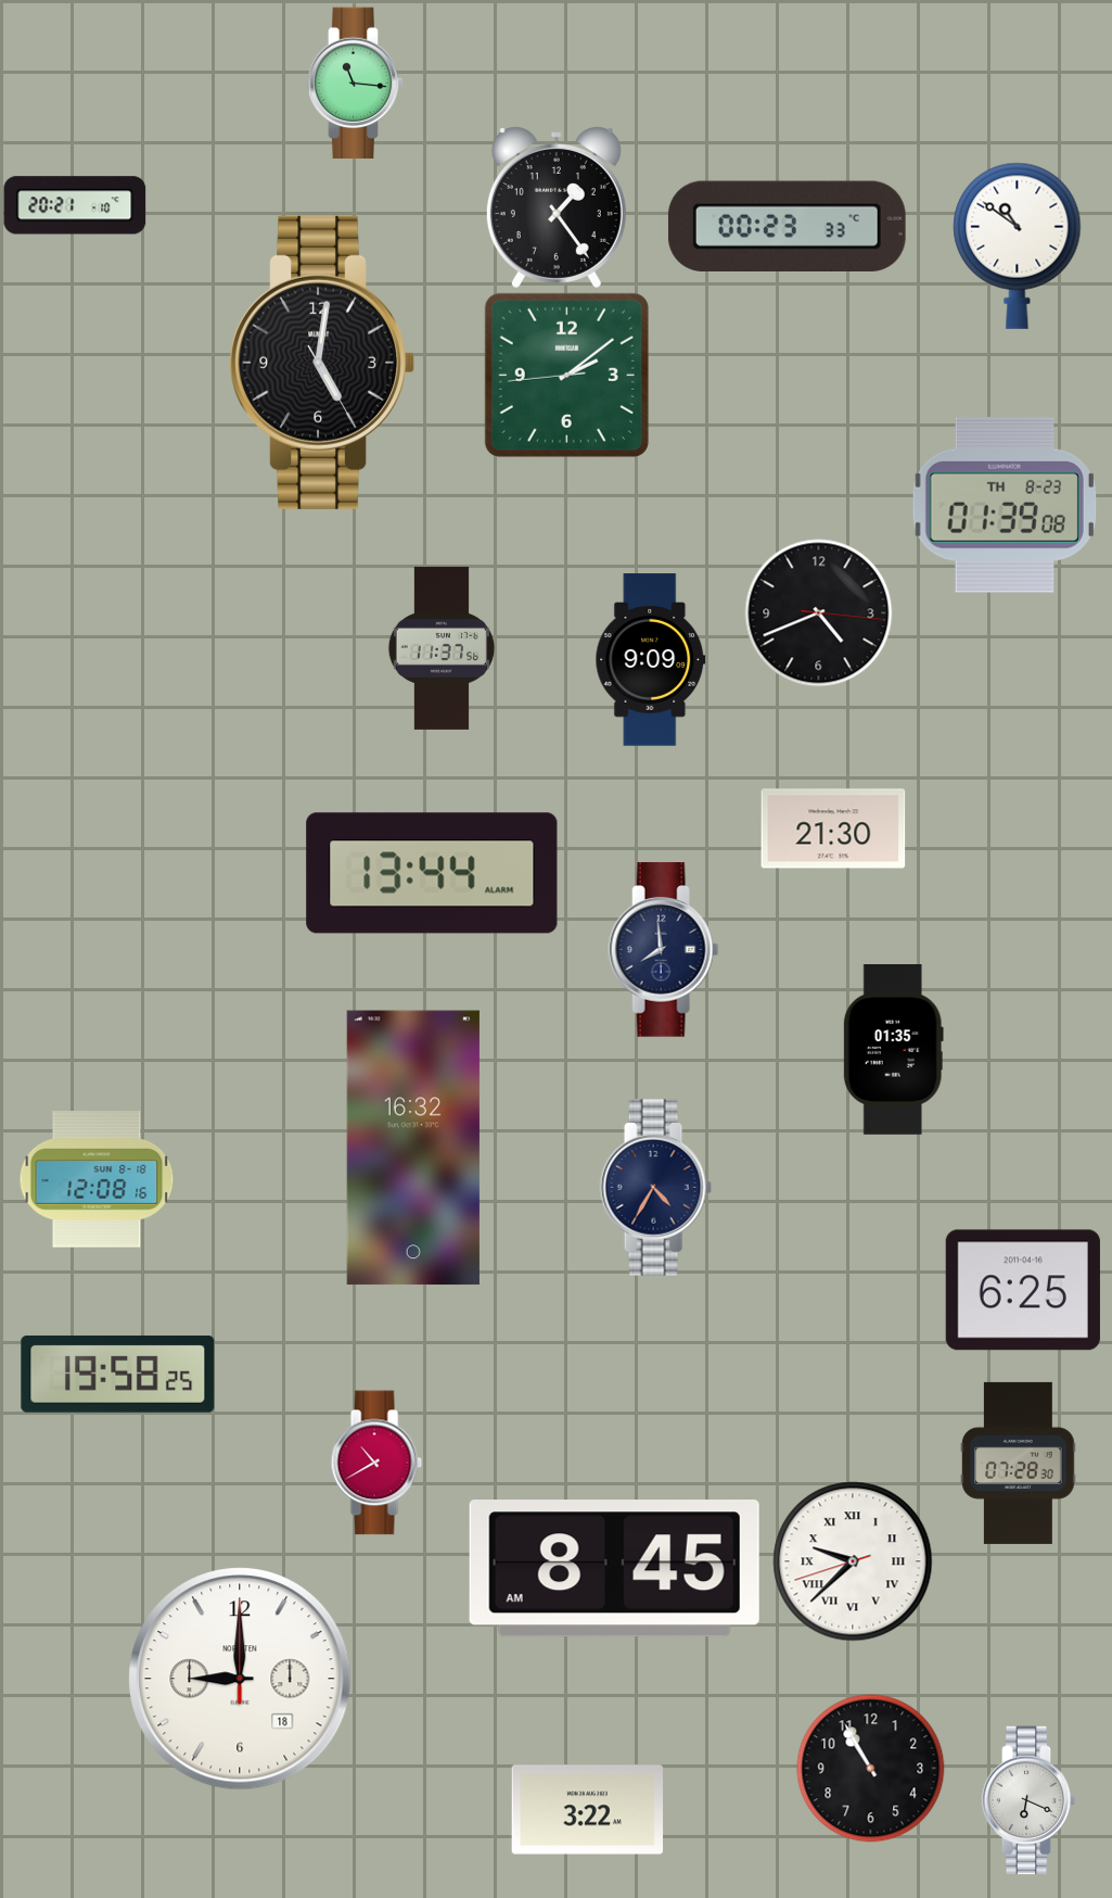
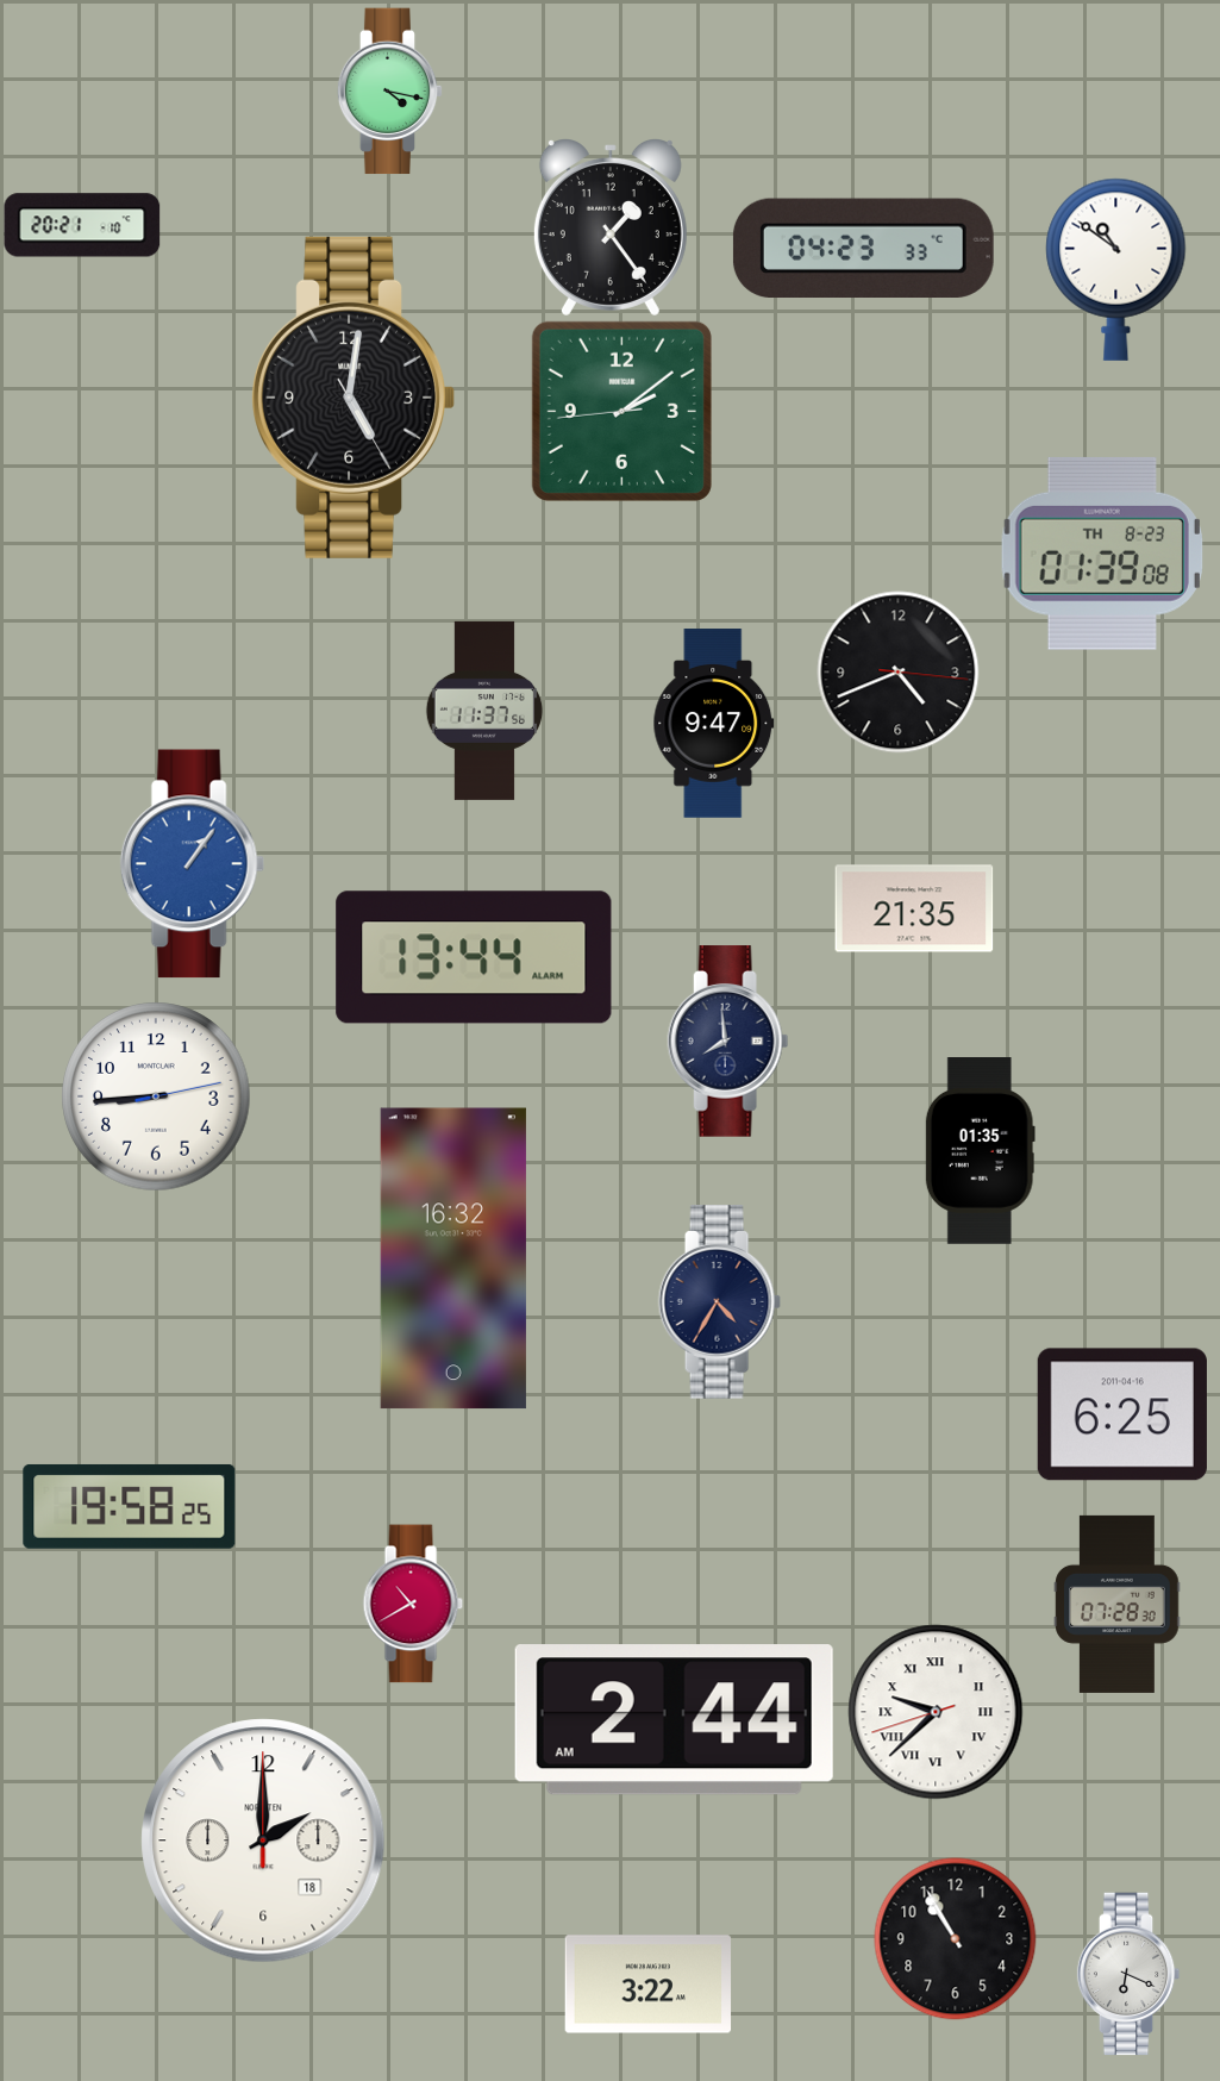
clock at (356, 84): 11:16 -> 4:17
clock at (787, 226): 00:23 -> 04:23
clock at (651, 660): 9:09 -> 9:47
clock at (192, 864): none -> 1:06
clock at (833, 828): 21:30 -> 21:35
clock at (156, 1096): none -> 8:44
clock at (97, 1179): 12:08 -> none
clock at (614, 1569): 8:45 -> 2:44
clock at (240, 1679): 9:00 -> 2:00
clock at (588, 1810) position: (588, 1810) -> (649, 1985)
